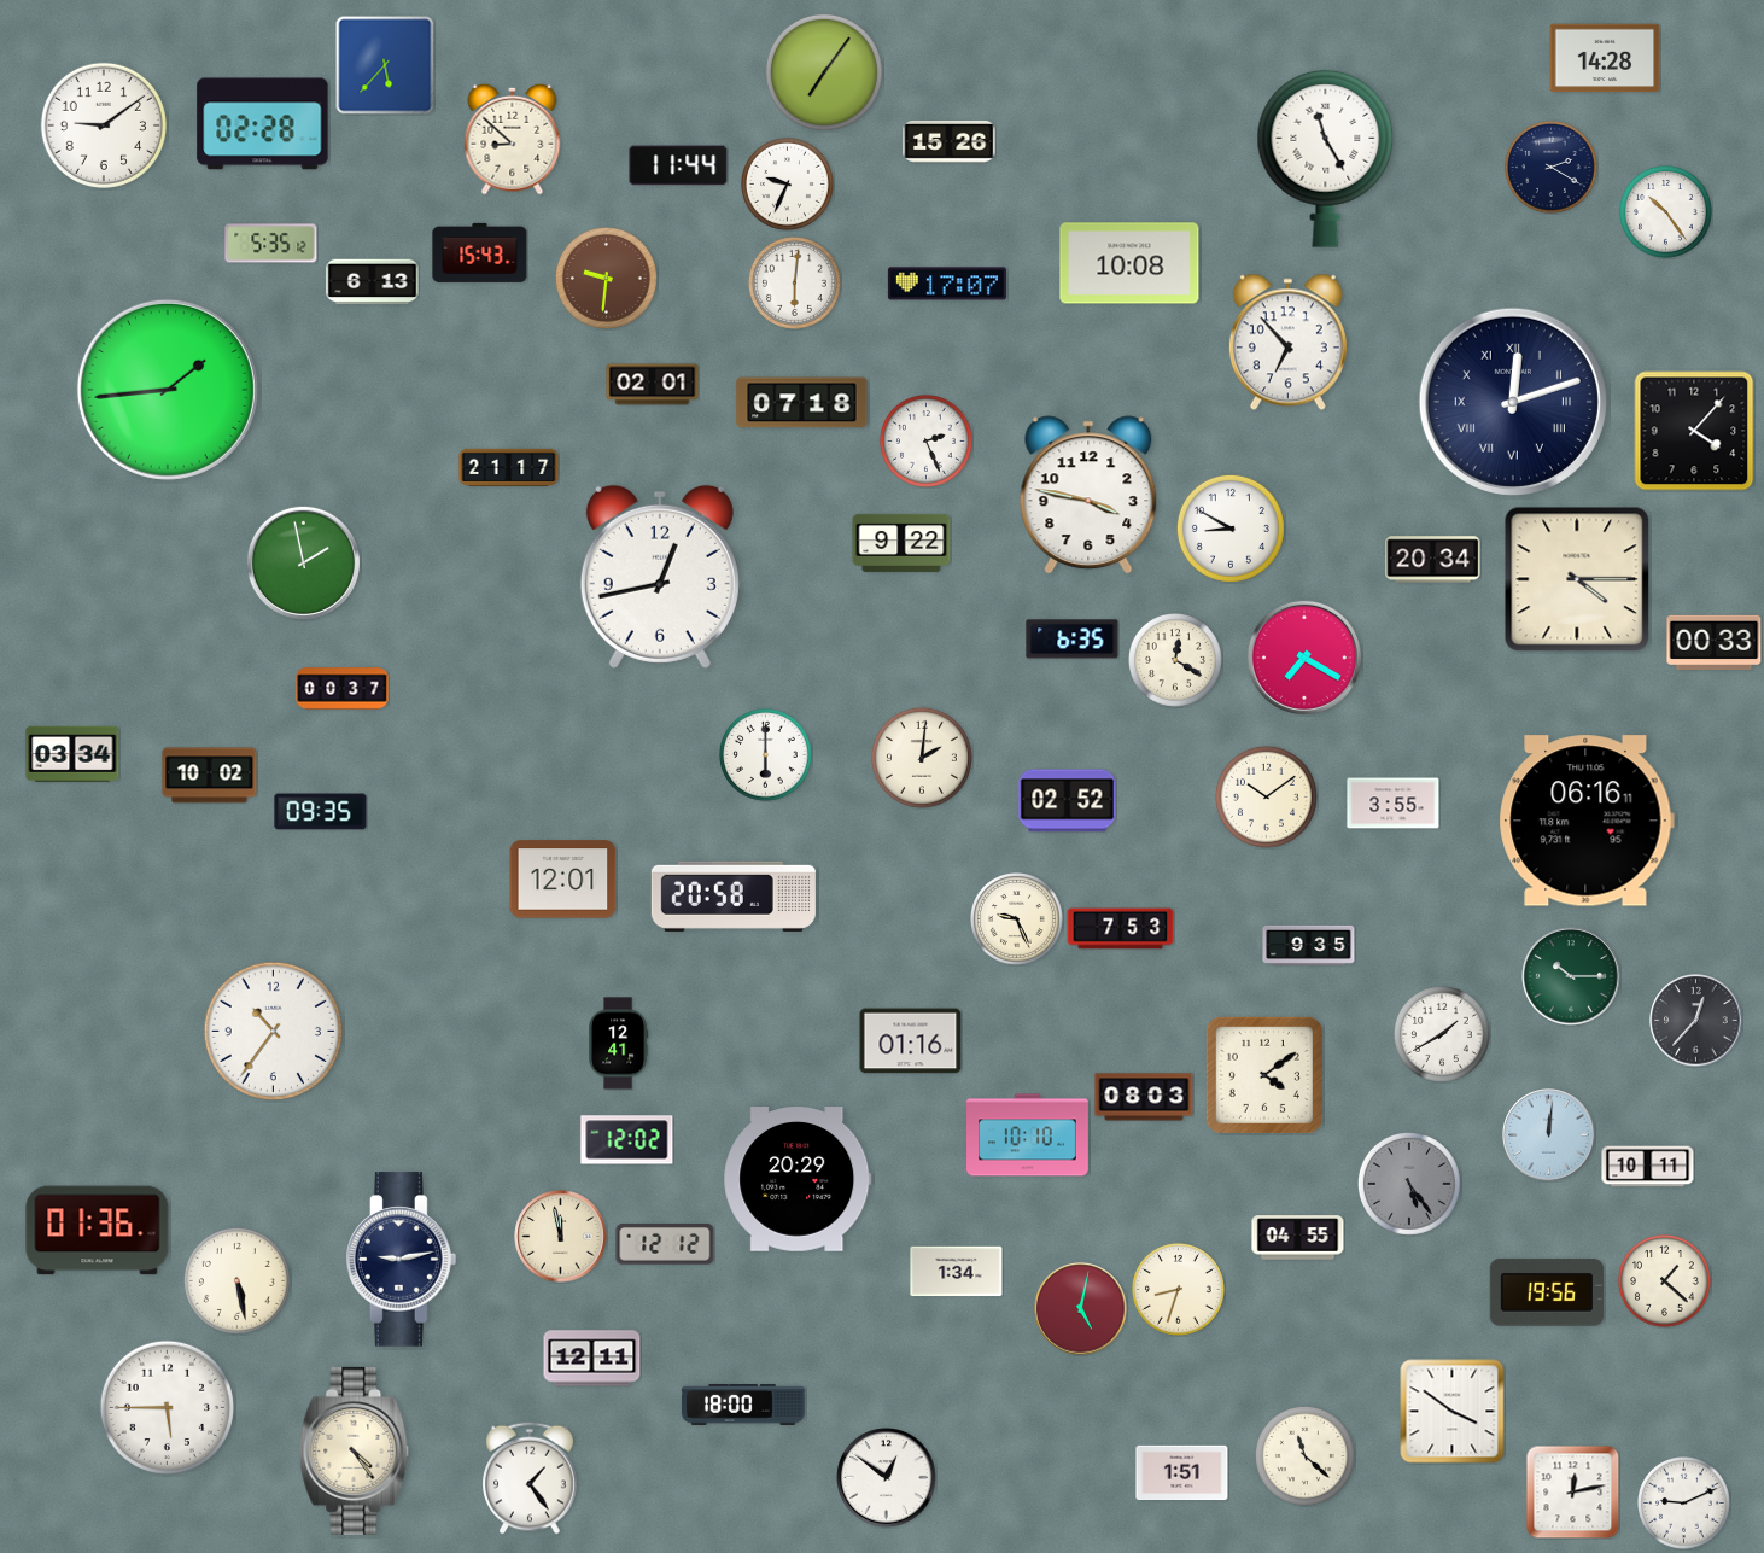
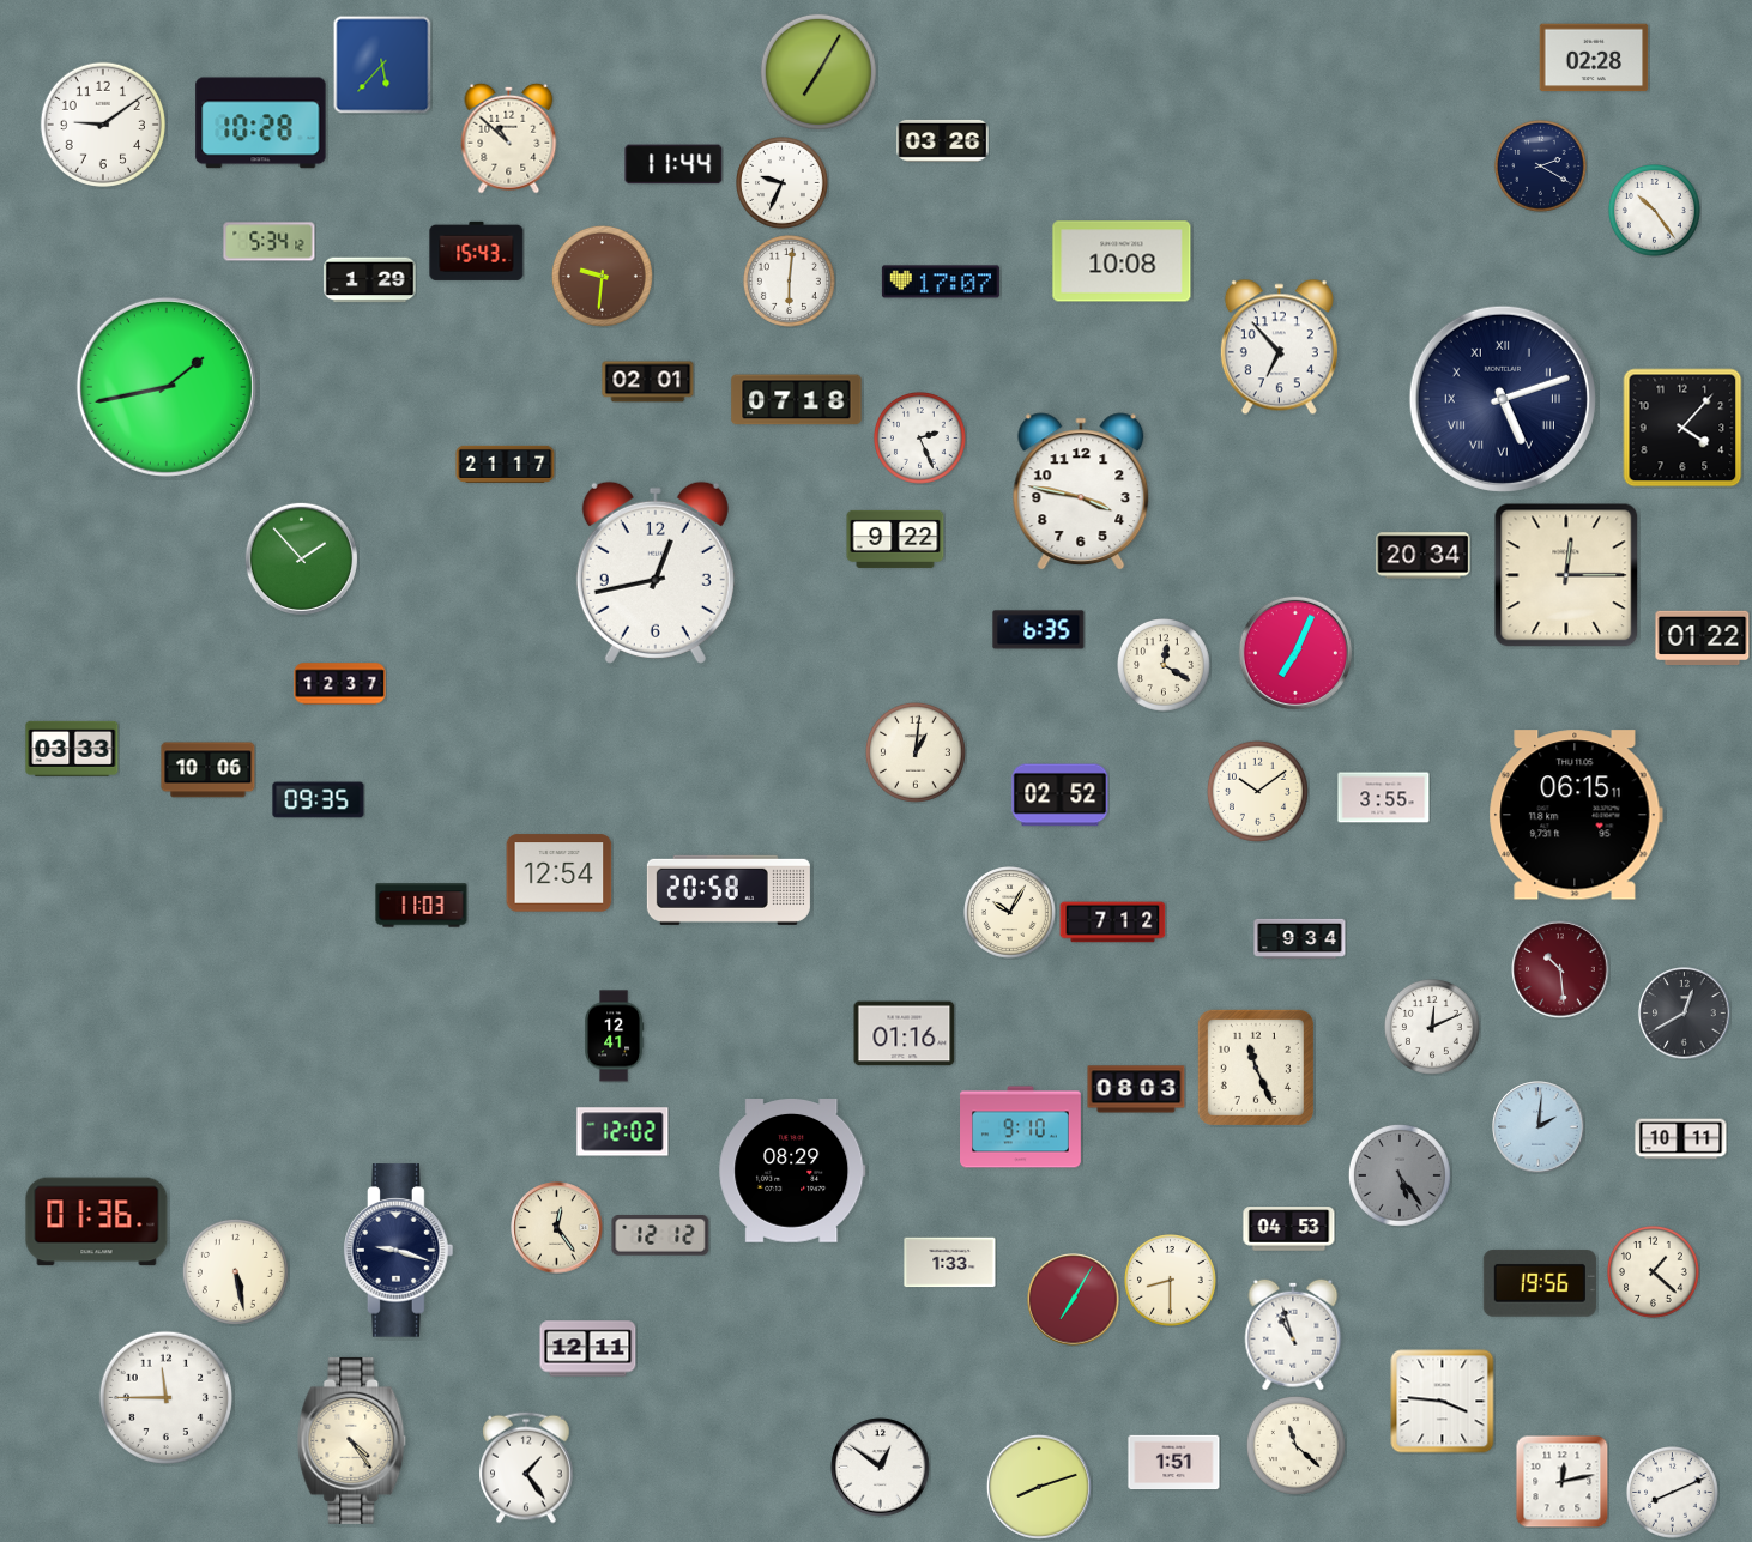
clock at (1605, 58): 14:28 -> 02:28
clock at (824, 72): 7:06 -> 7:05
clock at (263, 124): 02:28 -> 10:28
clock at (513, 139): 8:52 -> 10:52
clock at (950, 141): 15:26 -> 03:26
clock at (1326, 158): 11:25 -> none
clock at (271, 244): 5:35 -> 5:34
clock at (373, 282): 6:13 -> 1:29
clock at (1287, 343) position: (1287, 343) -> (1279, 347)
clock at (168, 390): 1:44 -> 1:43
clock at (1513, 402): 12:12 -> 5:12
clock at (1231, 529): 8:50 -> none
clock at (303, 562): 1:58 -> 1:53
clock at (1577, 579): 4:15 -> 12:15
clock at (1073, 640) position: (1073, 640) -> (1039, 630)
clock at (1715, 642): 00:33 -> 01:22
clock at (1304, 658): 7:20 -> 7:04
clock at (1176, 661) position: (1176, 661) -> (1165, 666)
clock at (343, 689): 00:37 -> 12:37
clock at (72, 754): 03:34 -> 03:33
clock at (766, 755): 6:00 -> none
clock at (922, 758): 2:01 -> 1:01
clock at (210, 776): 10:02 -> 10:06
clock at (321, 812) position: (321, 812) -> (319, 800)
clock at (1587, 821): 06:16 -> 06:15
clock at (563, 880): 12:01 -> 12:54
clock at (422, 906): none -> 11:03
clock at (1017, 919): 9:26 -> 10:05
clock at (1121, 929): 7:53 -> 7:12
clock at (1309, 945): 9:35 -> 9:34
clock at (1571, 976): 10:15 -> 10:29
clock at (1571, 976) dial: green -> burgundy
clock at (1696, 1021): 12:37 -> 12:40
clock at (273, 1031): 10:36 -> none
clock at (1442, 1034): 1:40 -> 12:11
clock at (1264, 1075): 4:09 -> 11:26
clock at (1028, 1135): 10:10 -> 9:10
clock at (1549, 1135): 12:01 -> 2:01
clock at (1648, 1167) position: (1648, 1167) -> (1681, 1139)
clock at (798, 1180): 20:29 -> 08:29
clock at (561, 1237): 11:58 -> 12:24
clock at (1298, 1238): 04:55 -> 04:53
clock at (402, 1260): 9:13 -> 9:18
clock at (957, 1272): 1:34 -> 1:33
clock at (1179, 1290): 8:33 -> 8:30
clock at (1547, 1292) position: (1547, 1292) -> (1540, 1283)
clock at (1081, 1309): 5:02 -> 7:05
clock at (1293, 1335): none -> 10:57
clock at (744, 1406): 18:00 -> none
clock at (167, 1407): 5:45 -> 11:45
clock at (1453, 1412): 3:51 -> 3:46
clock at (1039, 1487): none -> 8:12
clock at (1684, 1504): 9:11 -> 8:11
